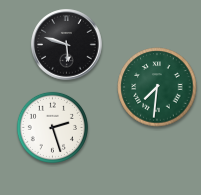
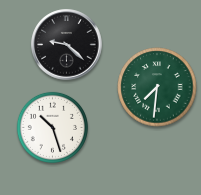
clock at (67, 45): 5:48 -> 9:22
clock at (52, 127): 2:27 -> 10:27
